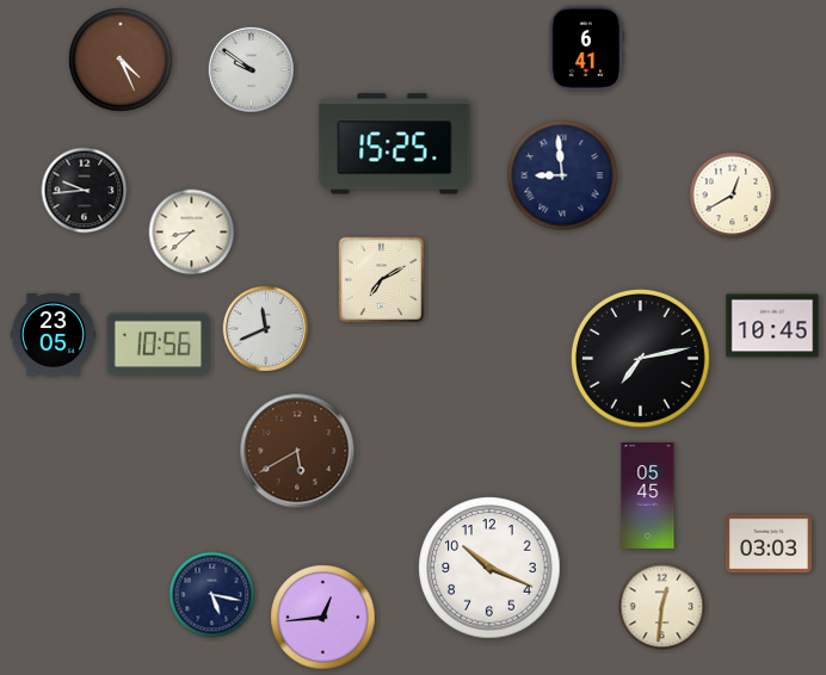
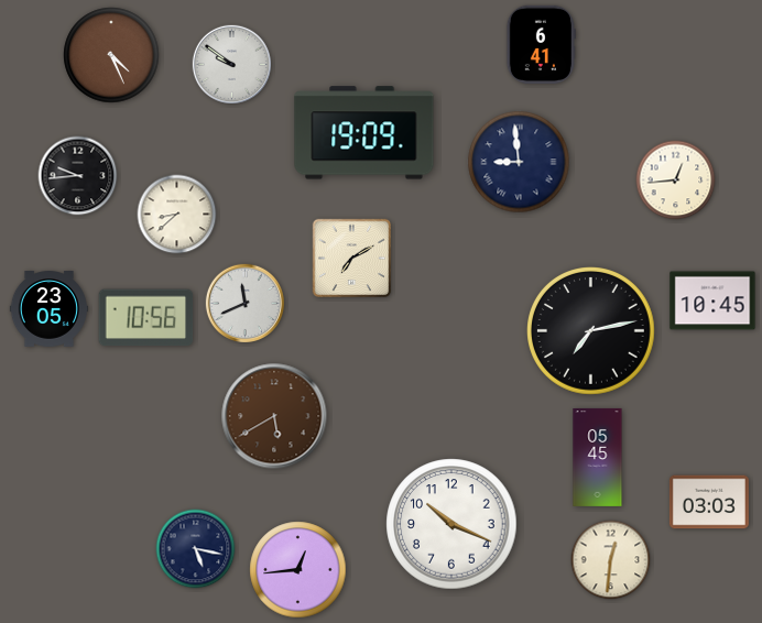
clock at (395, 144): 15:25 -> 19:09
clock at (733, 196): 12:40 -> 12:44
